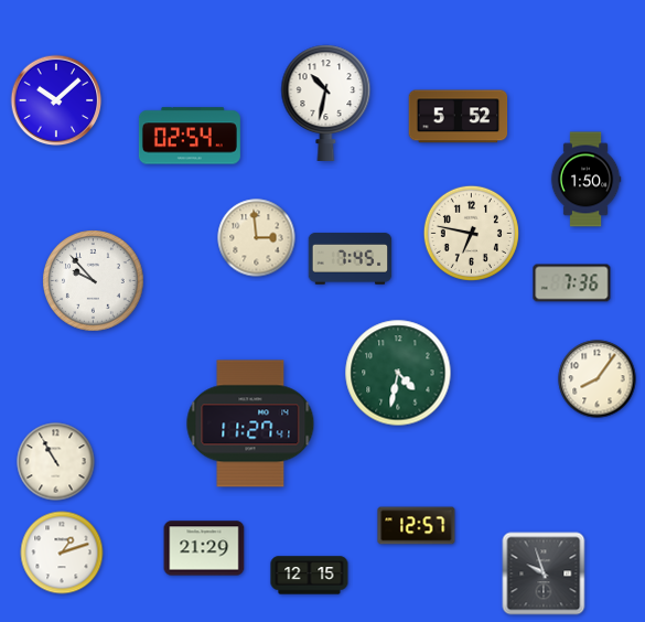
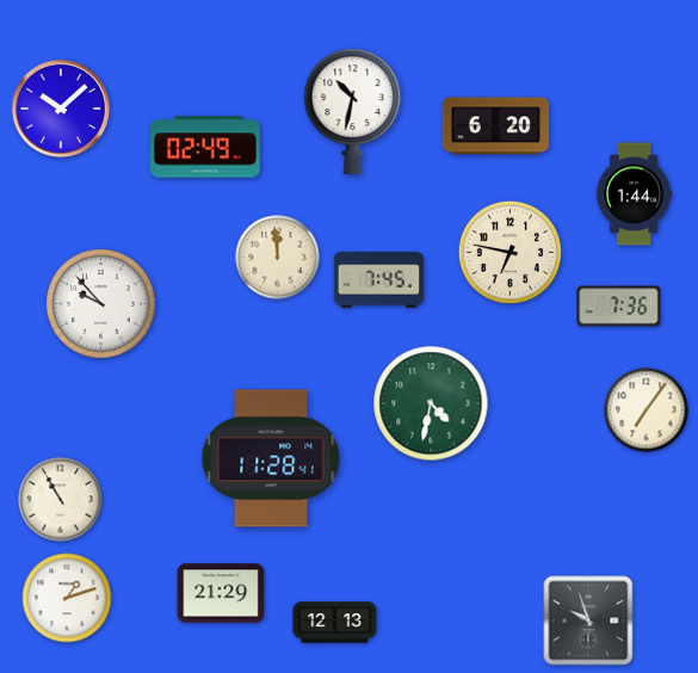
clock at (459, 117): 5:52 -> 6:20
clock at (190, 136): 02:54 -> 02:49
clock at (585, 180): 1:50 -> 1:44
clock at (257, 238): 2:59 -> 11:59
clock at (598, 379): 8:06 -> 7:06
clock at (250, 423): 11:27 -> 11:28
clock at (417, 526): 12:57 -> none
clock at (310, 576): 12:15 -> 12:13
